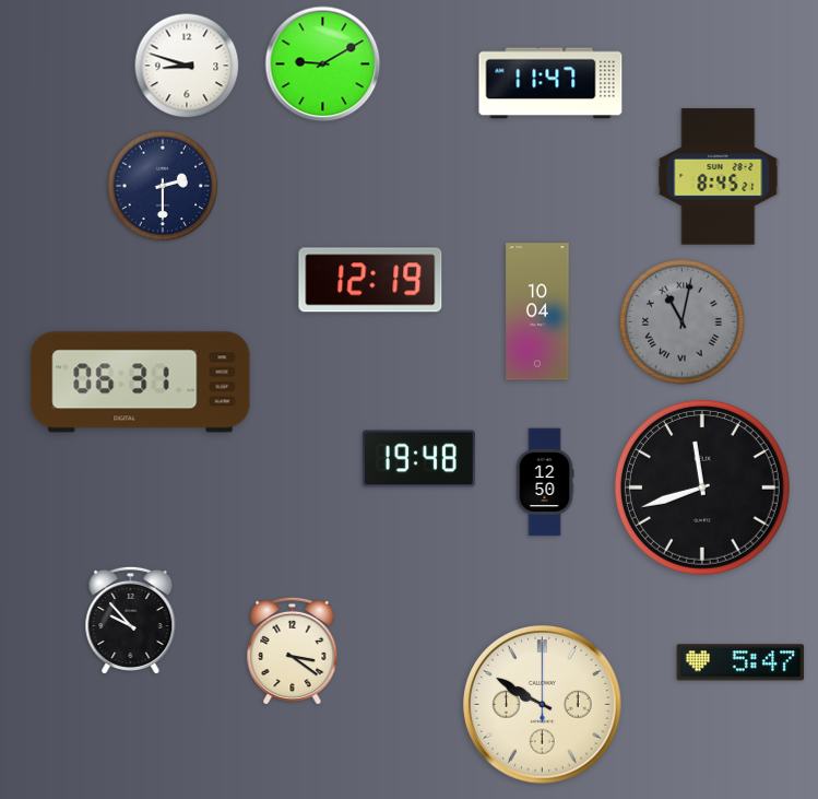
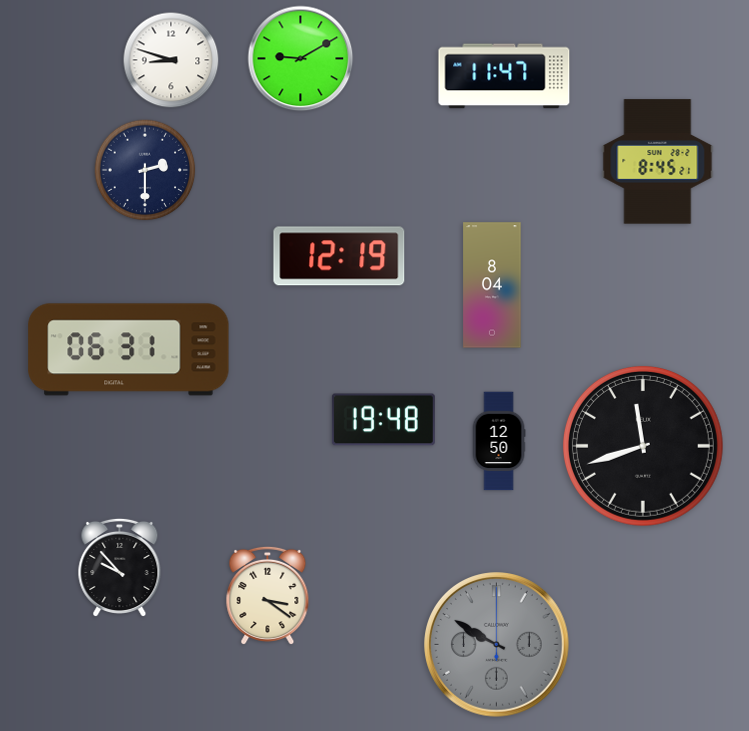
clock at (323, 64) position: (323, 64) -> (301, 59)
clock at (163, 186) position: (163, 186) -> (145, 170)
clock at (537, 312): 10:04 -> 8:04
clock at (681, 321): 11:02 -> none
clock at (740, 662): 5:47 -> none
clock at (543, 705) dial: cream -> grey
